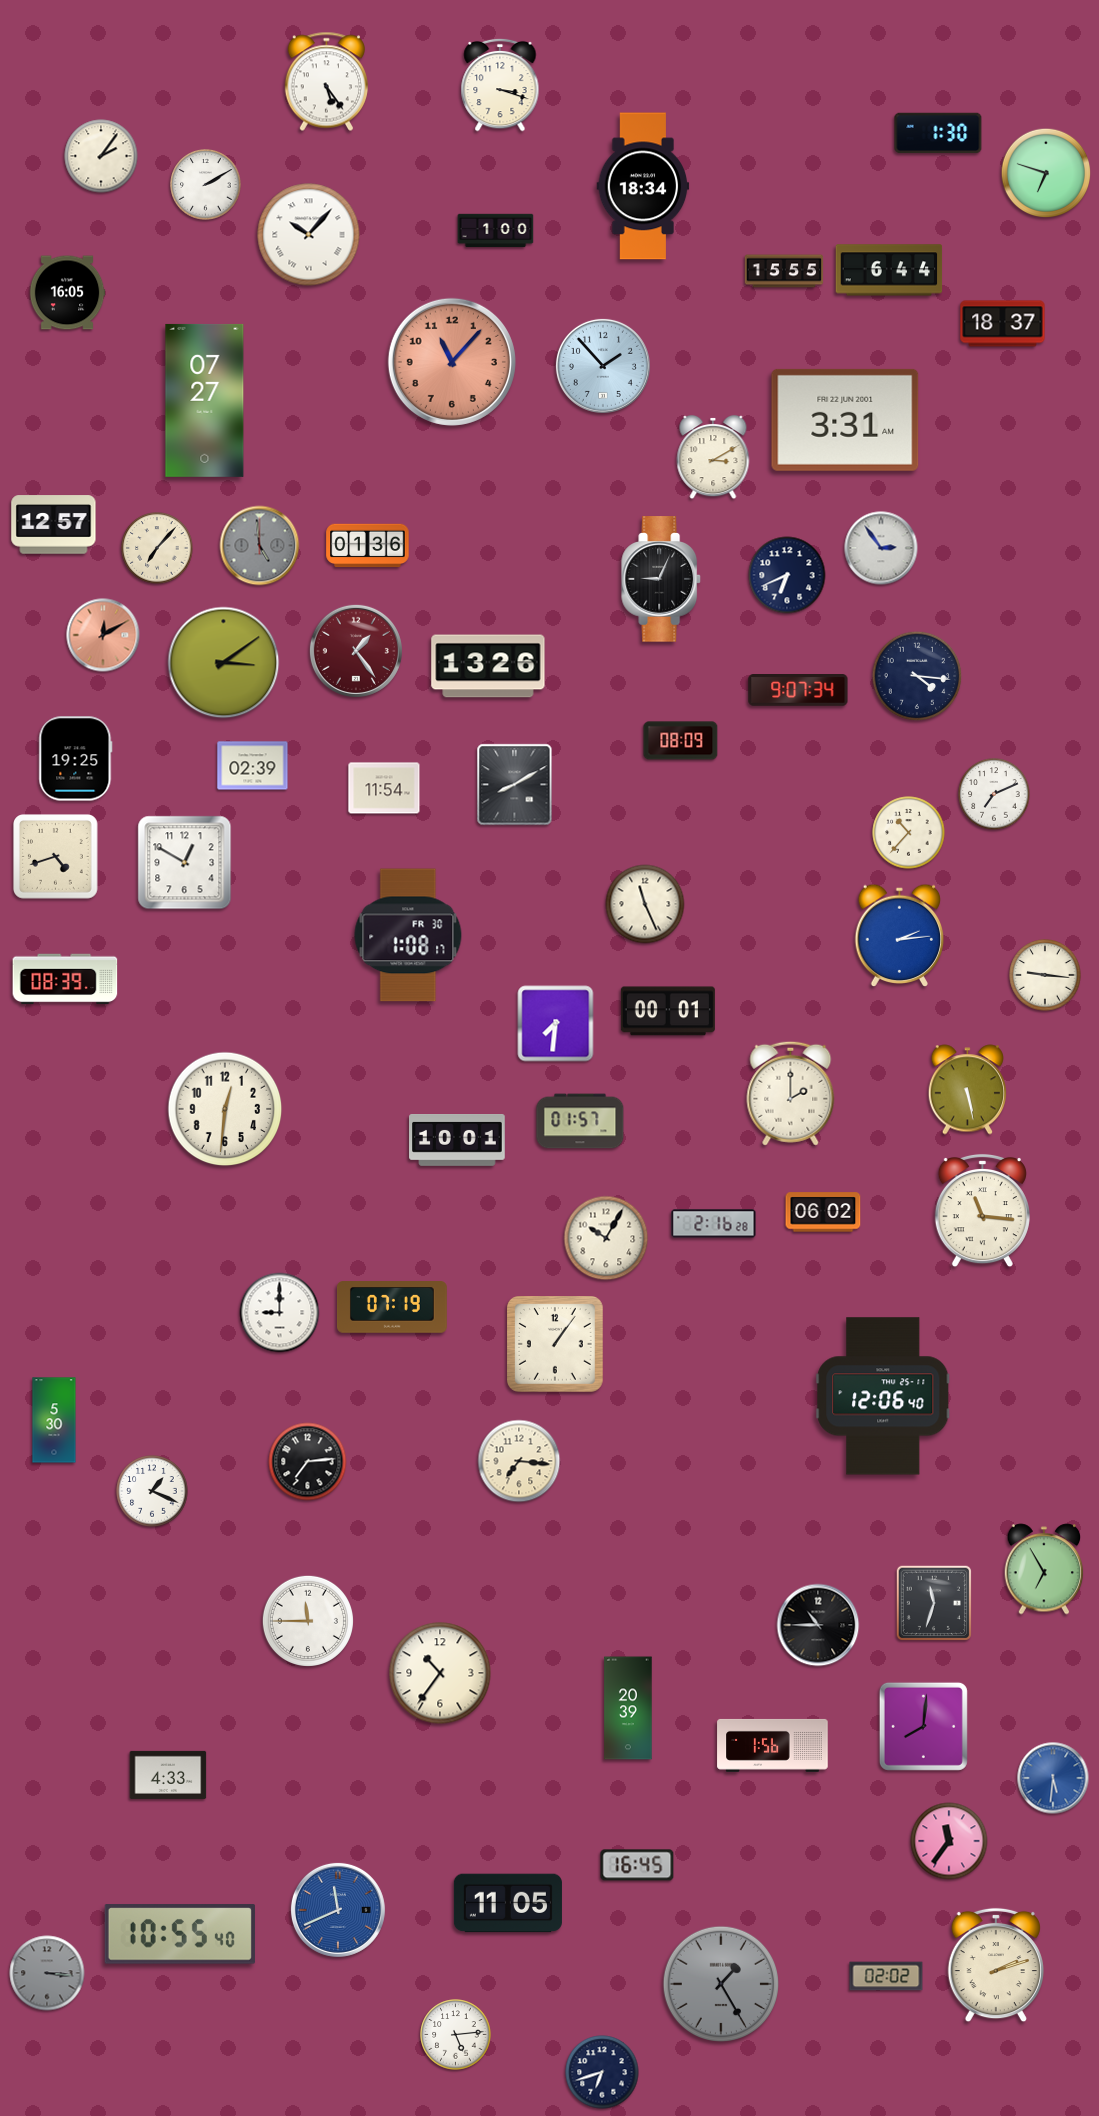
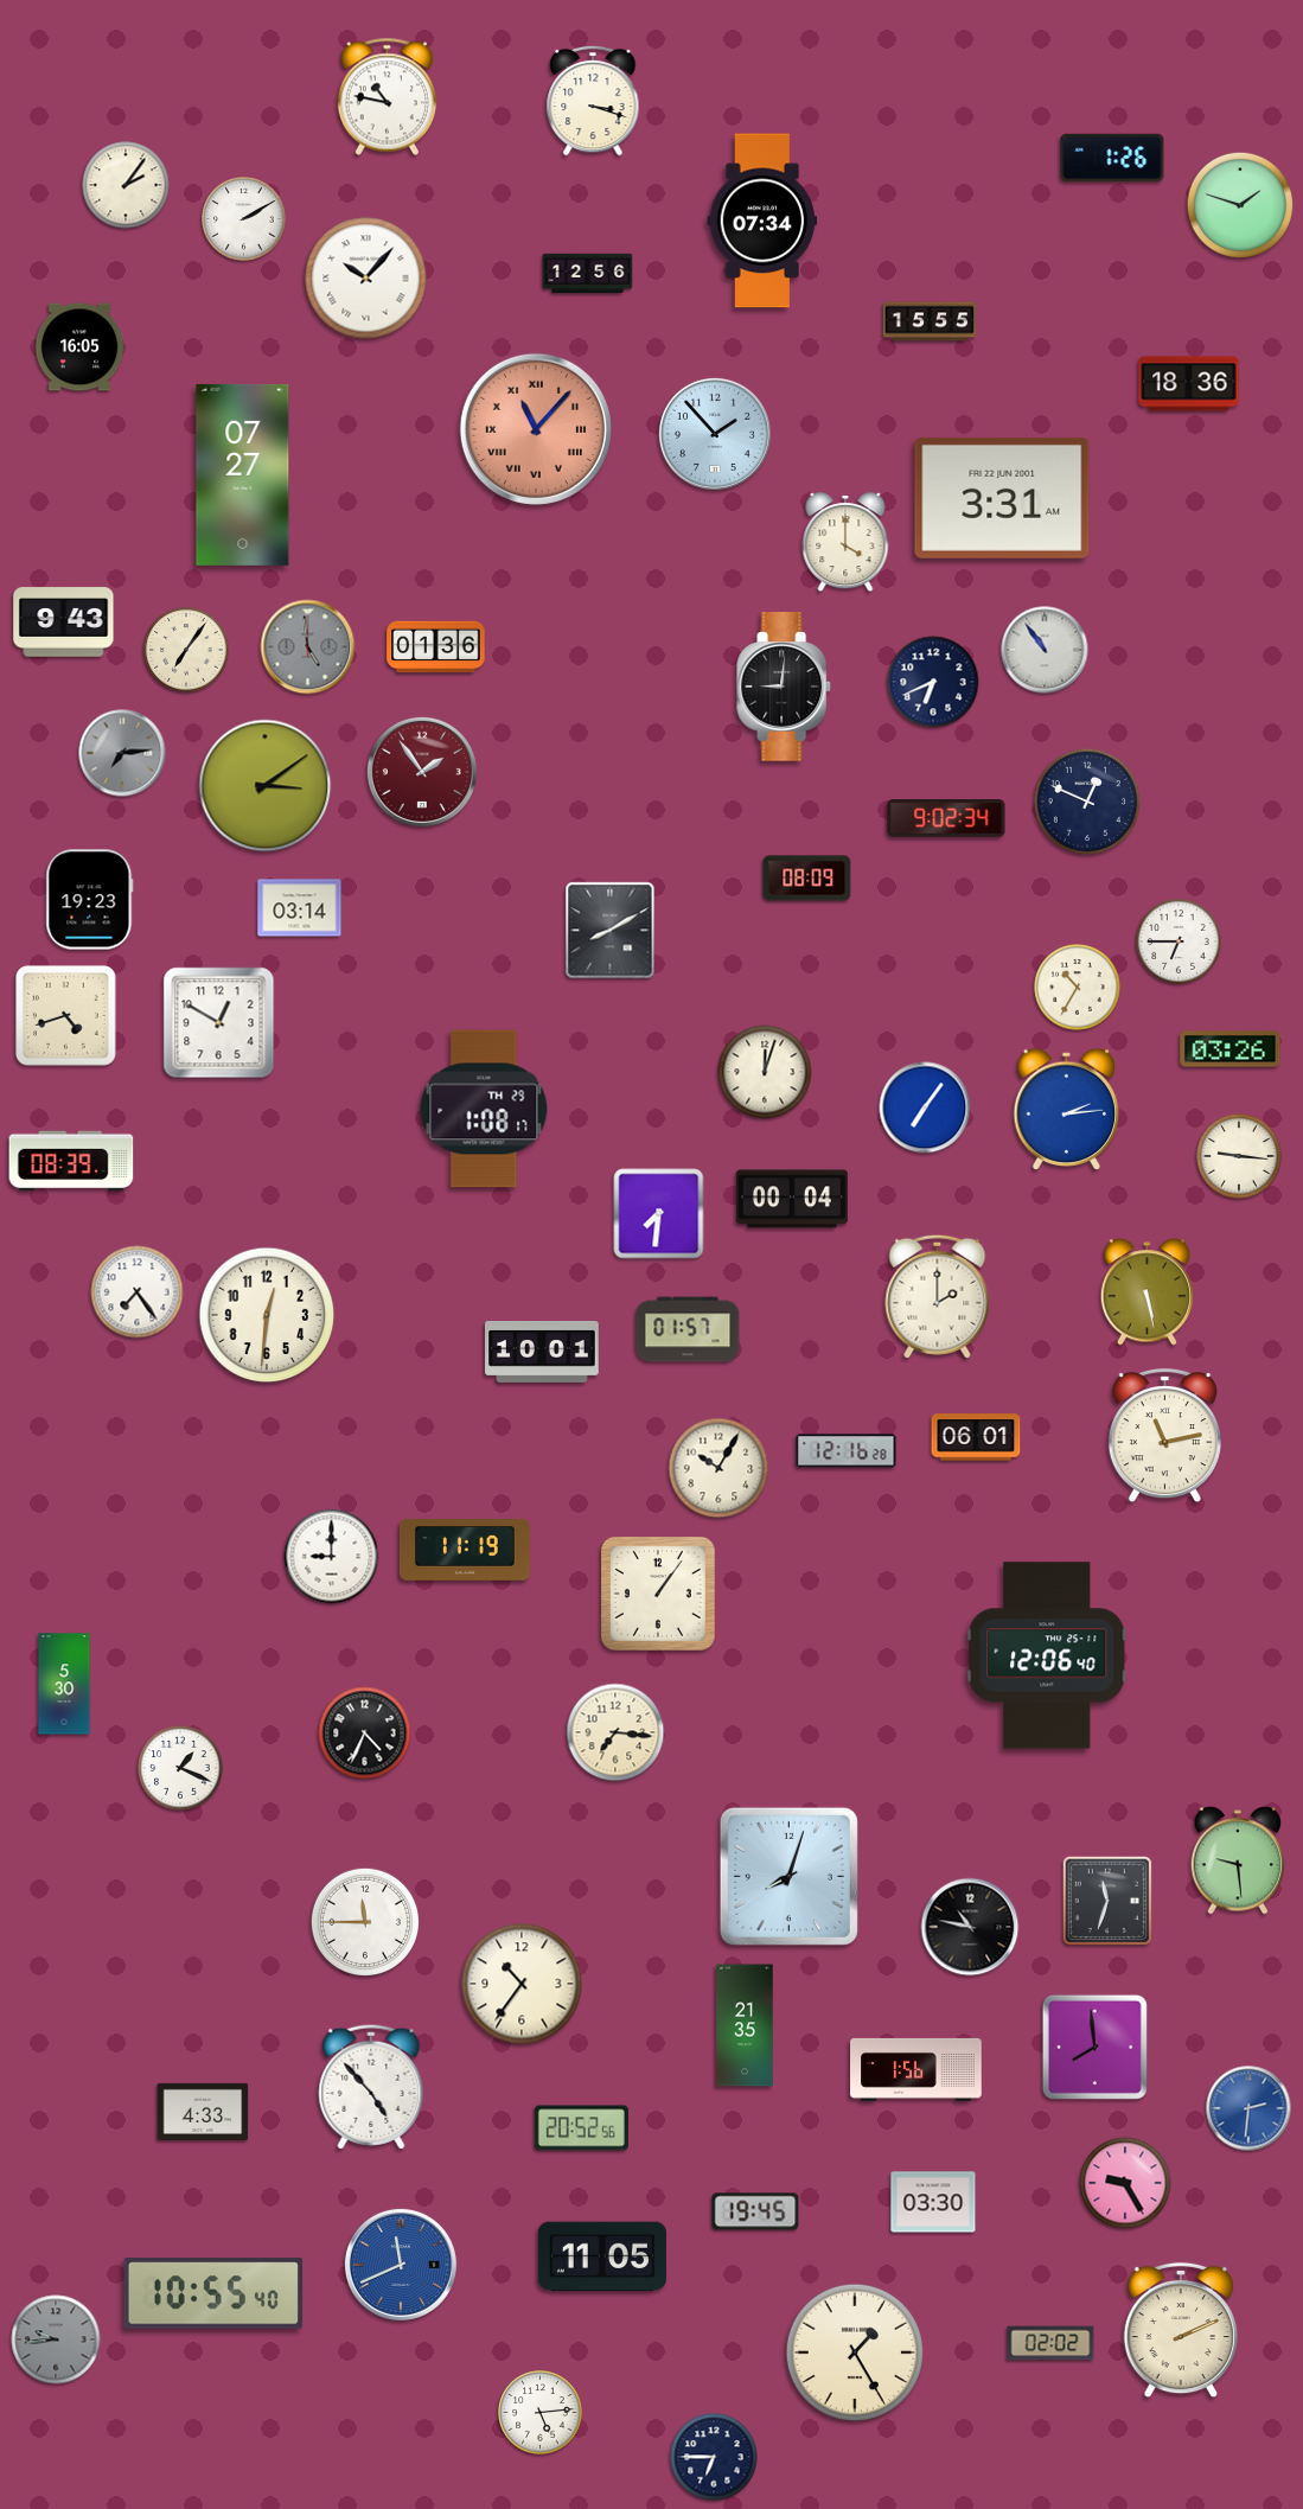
clock at (326, 82): 5:24 -> 10:47
clock at (938, 133): 1:30 -> 1:26
clock at (101, 156) position: (101, 156) -> (126, 185)
clock at (1046, 173): 6:48 -> 1:48
clock at (643, 186): 18:34 -> 07:34
clock at (496, 231): 1:00 -> 12:56
clock at (889, 270): 6:44 -> none
clock at (1003, 324): 18:37 -> 18:36
clock at (452, 362) numerals: Arabic -> Roman
clock at (713, 457): 3:10 -> 4:00
clock at (54, 525): 12:57 -> 9:43
clock at (157, 548): 7:07 -> 7:06
clock at (881, 548): 2:54 -> 10:54
clock at (662, 579): 9:04 -> 9:01
clock at (103, 635): 12:10 -> 7:14
clock at (103, 635) dial: salmon -> grey
clock at (356, 651): 1:24 -> 1:54
clock at (488, 666): 13:26 -> none
clock at (917, 676): 4:16 -> 12:49
clock at (798, 690): 9:07 -> 9:02
clock at (76, 759): 19:25 -> 19:23
clock at (253, 766): 02:39 -> 03:14
clock at (384, 788): 11:54 -> none
clock at (994, 794): 7:11 -> 6:45
clock at (909, 833): 10:37 -> 10:35
clock at (1231, 1049): none -> 03:26
clock at (645, 904): 11:26 -> 12:03
clock at (925, 1107): none -> 7:06
clock at (408, 935) date: FR 30 -> TH 29
clock at (65, 979) position: (65, 979) -> (71, 1161)
clock at (668, 1011): 00:01 -> 00:04
clock at (138, 1292): none -> 7:24
clock at (982, 1211): 11:16 -> 11:13
clock at (823, 1212): 06:02 -> 06:01
clock at (714, 1224): 2:16 -> 12:16
clock at (393, 1307): 07:19 -> 11:19
clock at (308, 1462): 7:14 -> 4:34
clock at (1044, 1569): 6:55 -> 9:29
clock at (788, 1876): none -> 8:03
clock at (818, 1625): 10:45 -> 10:47
clock at (628, 1708): 20:39 -> 21:35
clock at (923, 1726): 8:01 -> 7:59
clock at (371, 2087): none -> 4:53
clock at (168, 1775) position: (168, 1775) -> (203, 2112)
clock at (1053, 1778): 5:31 -> 2:31
clock at (581, 2128): none -> 20:52
clock at (949, 1841): 11:36 -> 9:25
clock at (933, 2202): none -> 03:30
clock at (637, 1865): 16:45 -> 19:45
clock at (996, 1965): 2:12 -> 2:11
clock at (47, 1973): 3:16 -> 9:44
clock at (720, 1983) dial: grey -> cream
clock at (602, 2072): 6:42 -> 6:45
